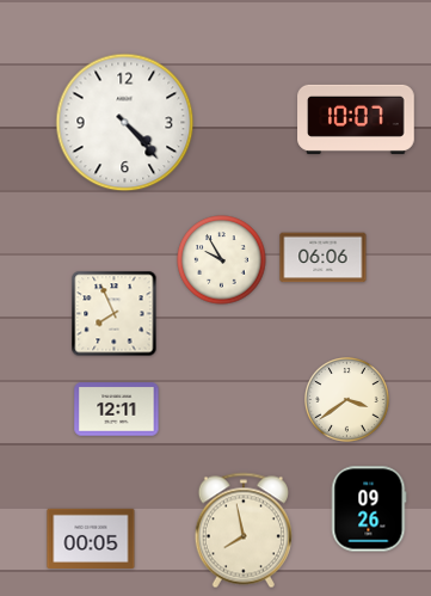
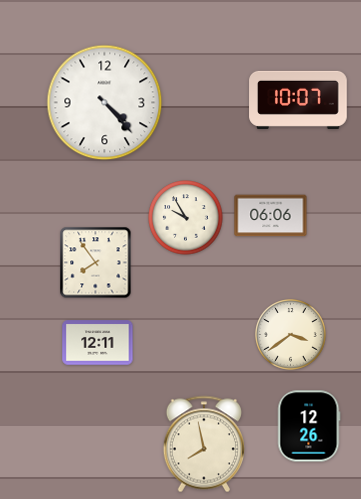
clock at (115, 314): 7:56 -> 7:54
clock at (369, 509): 09:26 -> 12:26
clock at (91, 537): 00:05 -> none
